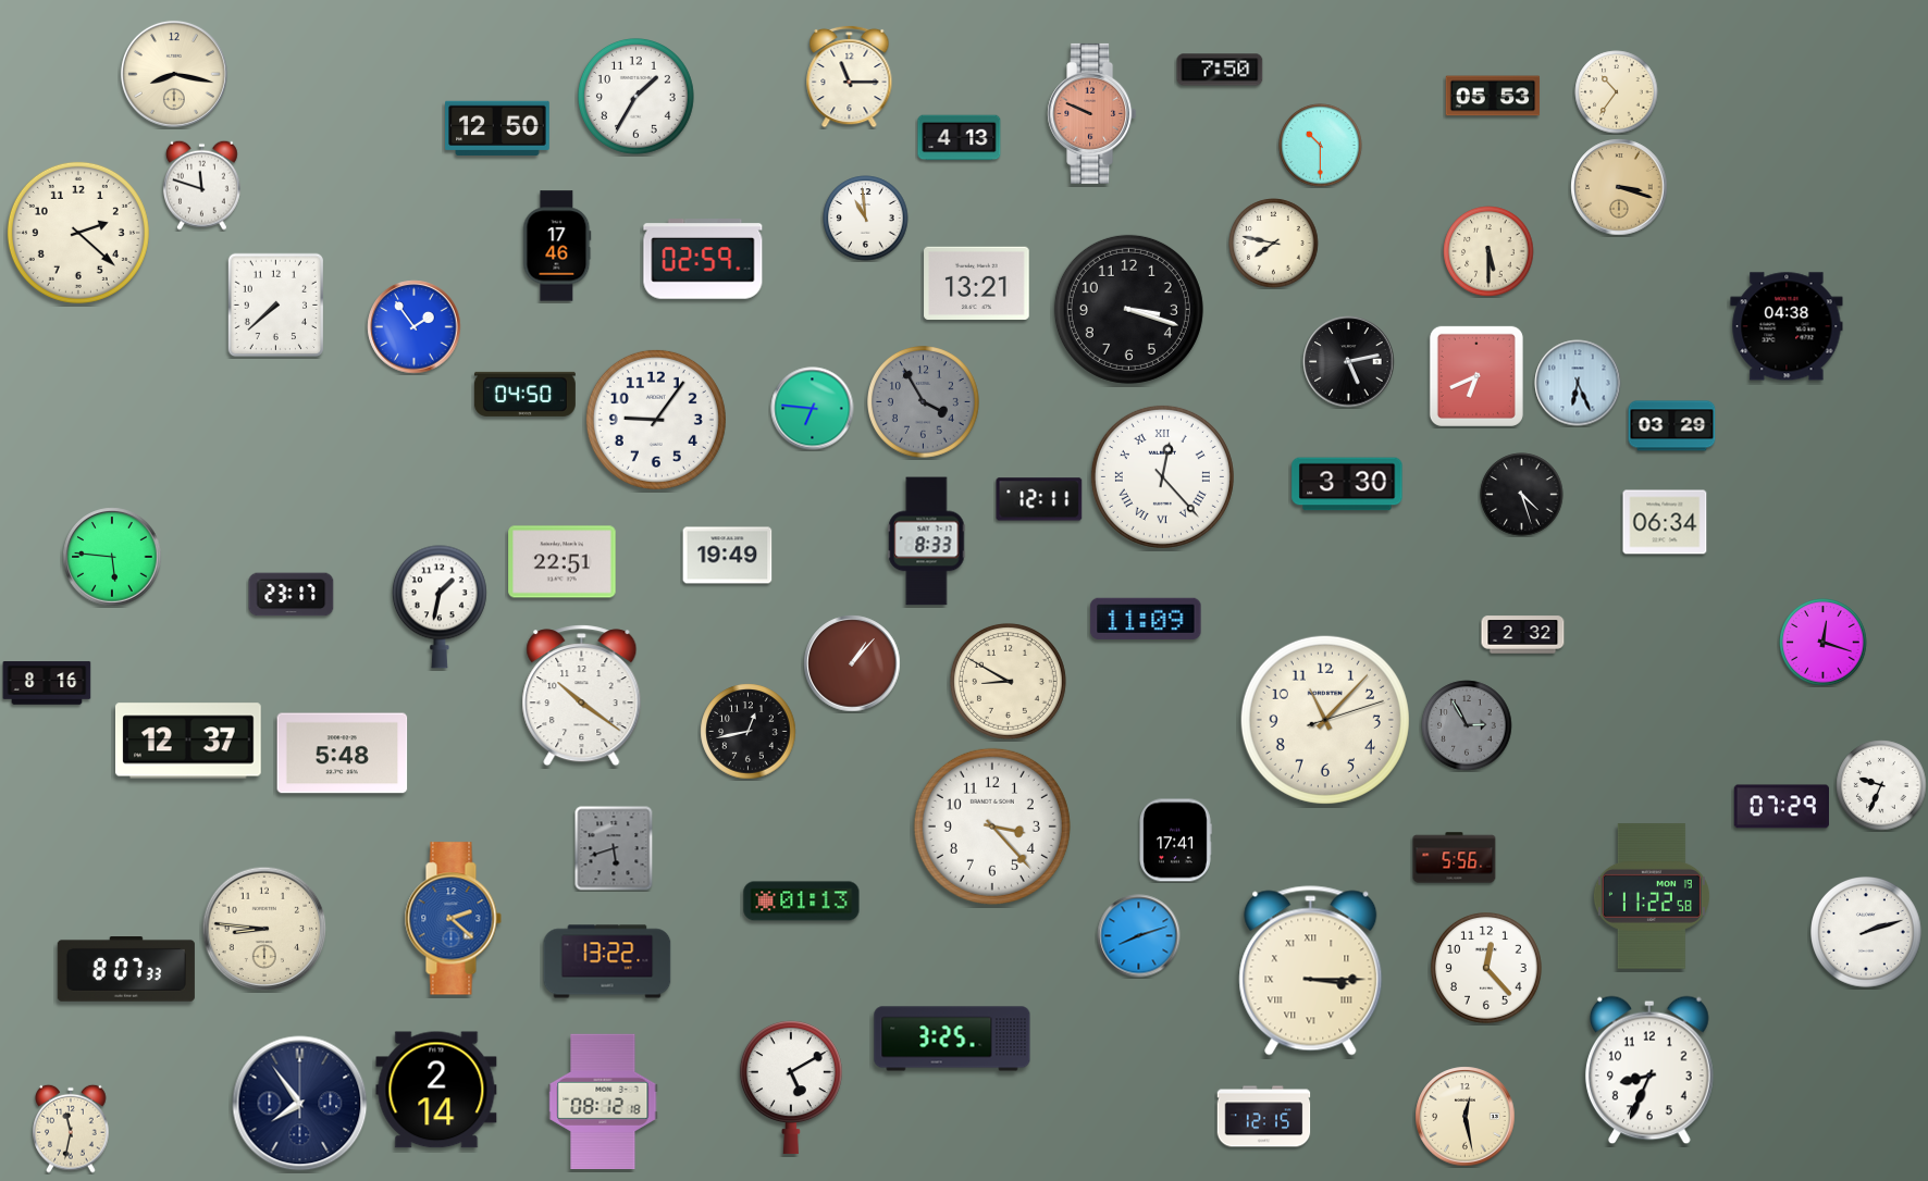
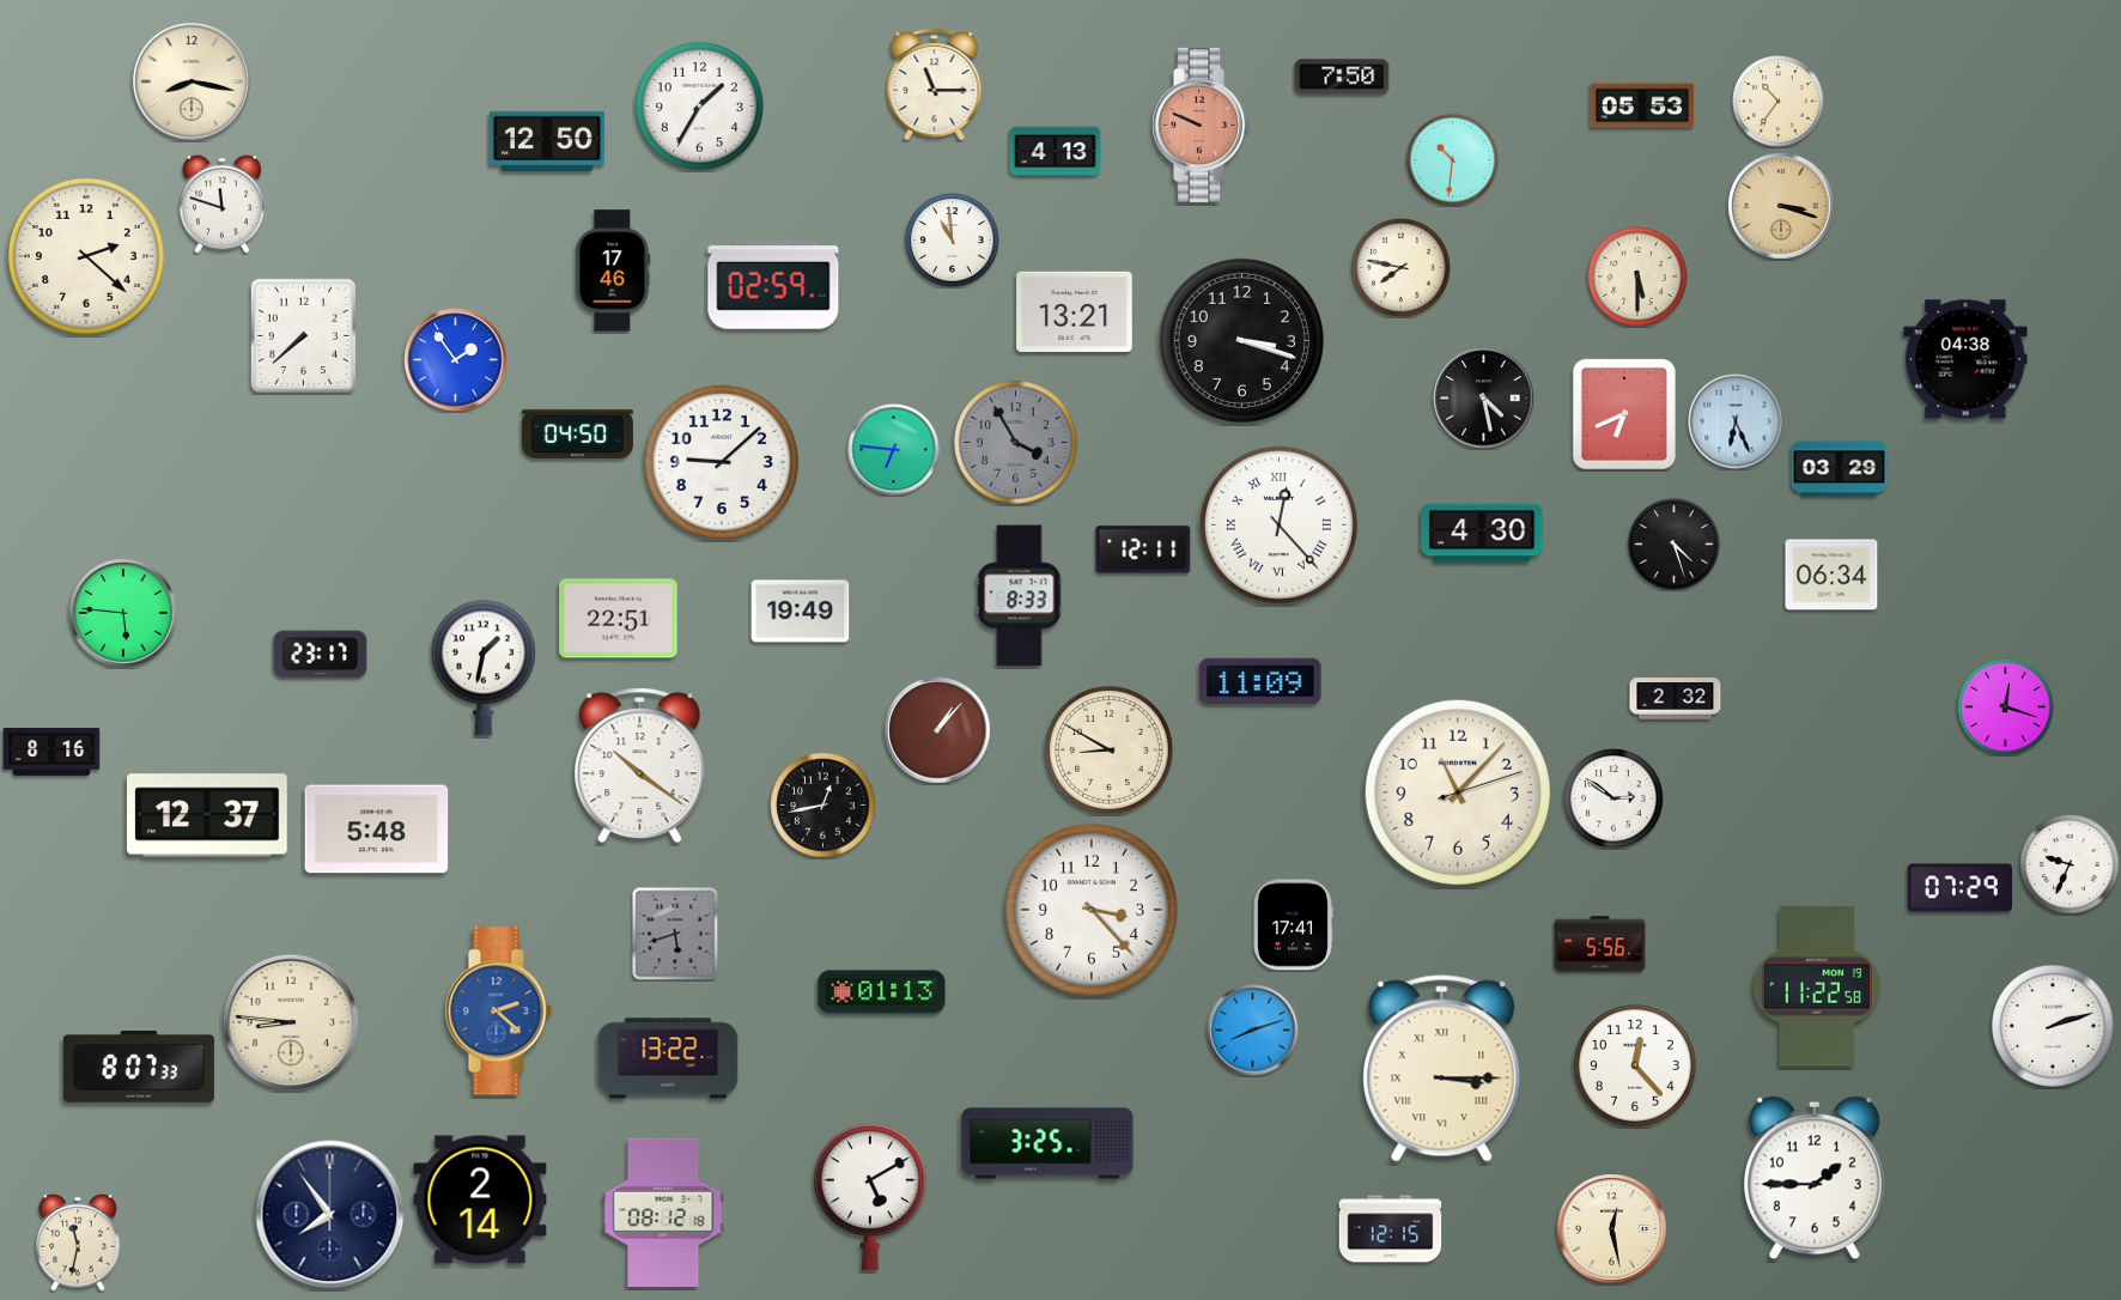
clock at (1321, 146): 10:30 -> 10:31
clock at (1349, 362): 5:13 -> 4:28
clock at (656, 420): 9:06 -> 9:08
clock at (1347, 484): 3:30 -> 4:30
clock at (1467, 725): 2:55 -> 2:51
clock at (1467, 725) dial: grey -> white
clock at (1649, 1070): 8:34 -> 1:45
